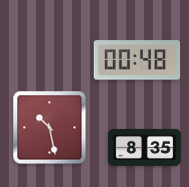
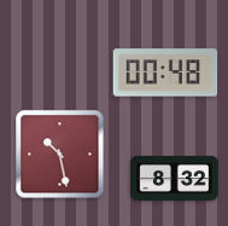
clock at (145, 147): 8:35 -> 8:32
